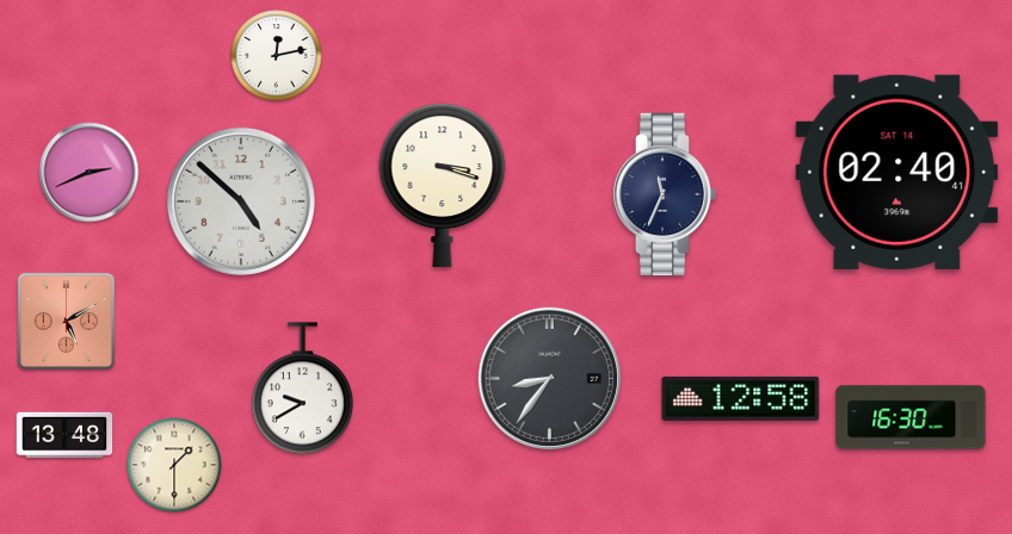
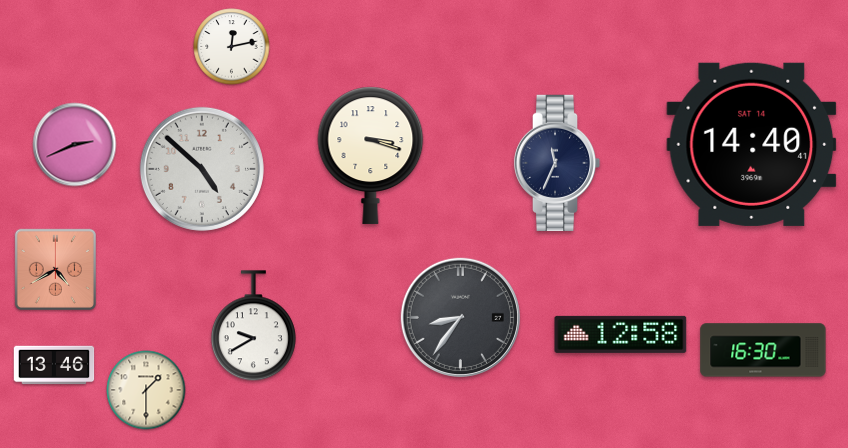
clock at (897, 172): 02:40 -> 14:40
clock at (66, 321): 5:10 -> 4:40
clock at (64, 435): 13:48 -> 13:46
